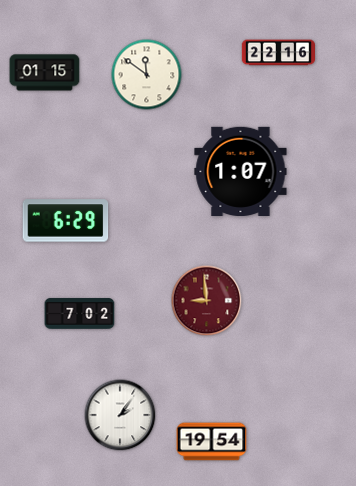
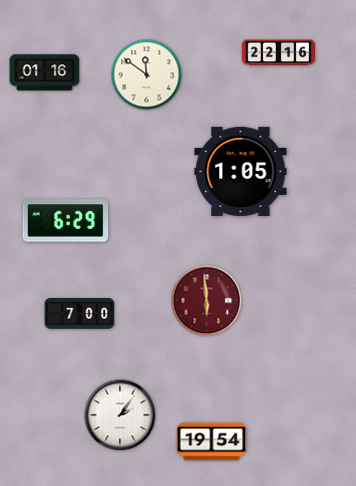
clock at (45, 73): 01:15 -> 01:16
clock at (241, 171): 1:07 -> 1:05
clock at (207, 301): 8:59 -> 5:59
clock at (80, 314): 7:02 -> 7:00
